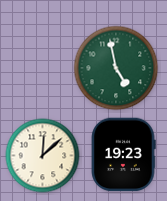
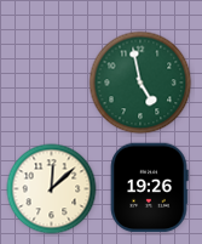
clock at (123, 155): 19:23 -> 19:26
